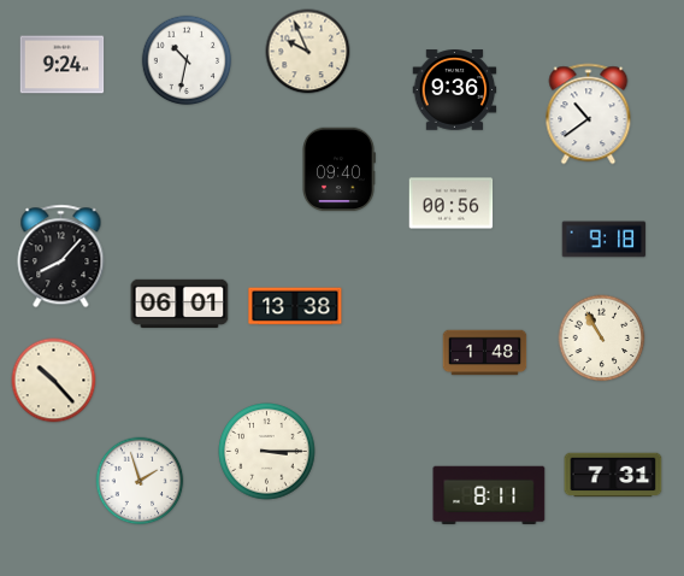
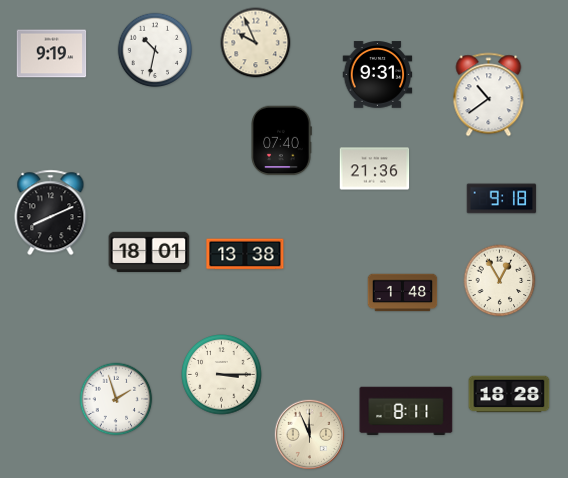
clock at (63, 65): 9:24 -> 9:19
clock at (455, 90): 9:36 -> 9:31
clock at (338, 170): 09:40 -> 07:40
clock at (452, 204): 00:56 -> 21:36
clock at (61, 257): 8:07 -> 8:11
clock at (179, 304): 06:01 -> 18:01
clock at (602, 339): 10:55 -> 12:55
clock at (54, 381): 10:23 -> none
clock at (613, 475): 7:31 -> 18:28
clock at (310, 435): none -> 11:56
